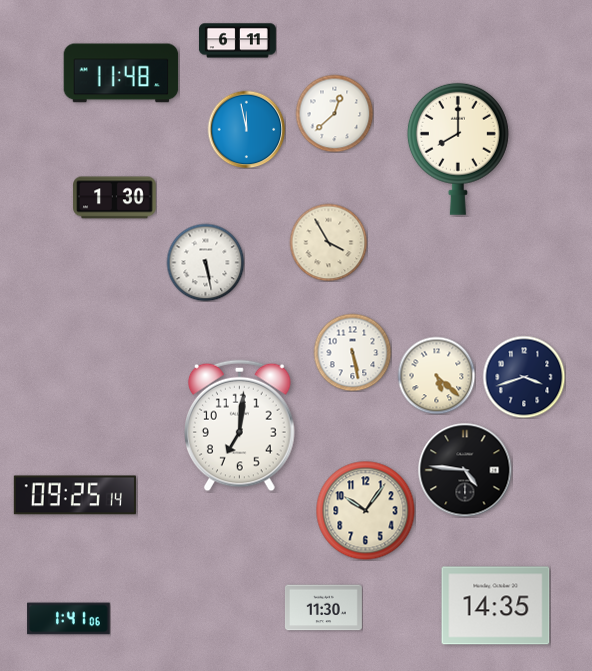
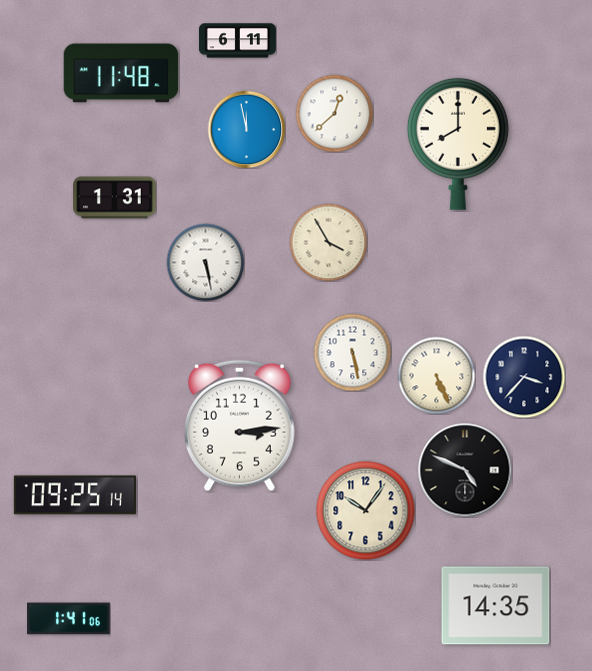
clock at (458, 149) position: (458, 149) -> (458, 144)
clock at (115, 198): 1:30 -> 1:31
clock at (436, 375): 5:22 -> 5:26
clock at (524, 377): 3:42 -> 3:37
clock at (240, 426): 7:01 -> 3:14
clock at (465, 470): 4:46 -> 4:49
clock at (323, 608): 11:30 -> none
